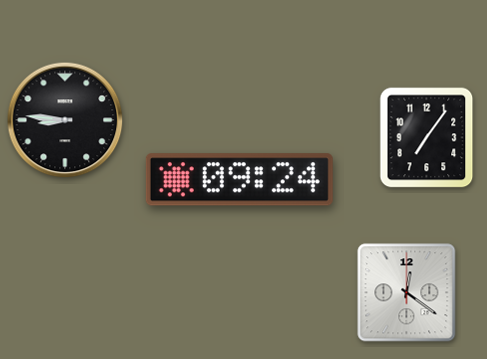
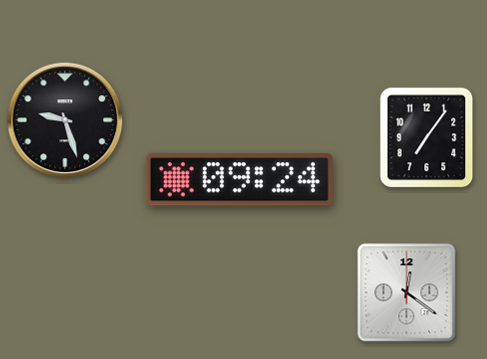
clock at (65, 120): 8:46 -> 9:27
